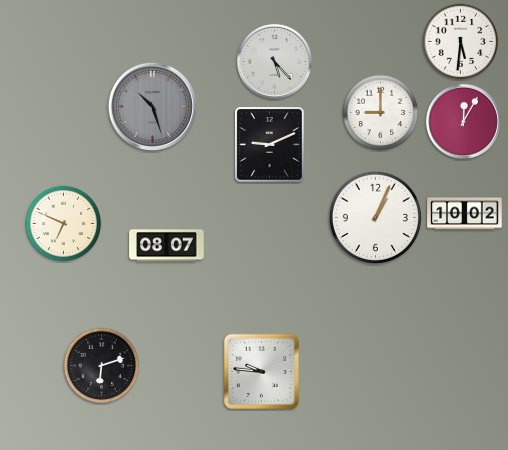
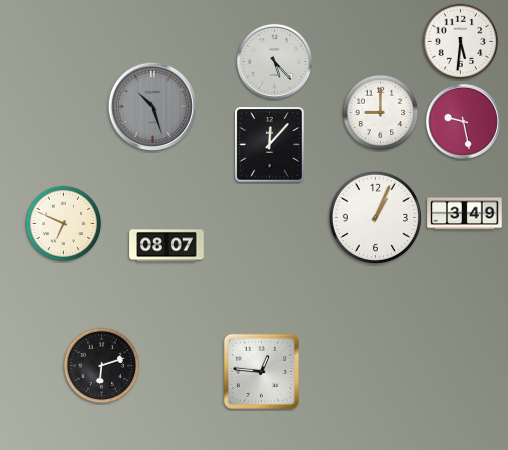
clock at (463, 121): 12:05 -> 9:28
clock at (270, 145): 9:11 -> 12:07
clock at (465, 214): 10:02 -> 3:49
clock at (261, 371): 9:46 -> 12:46
